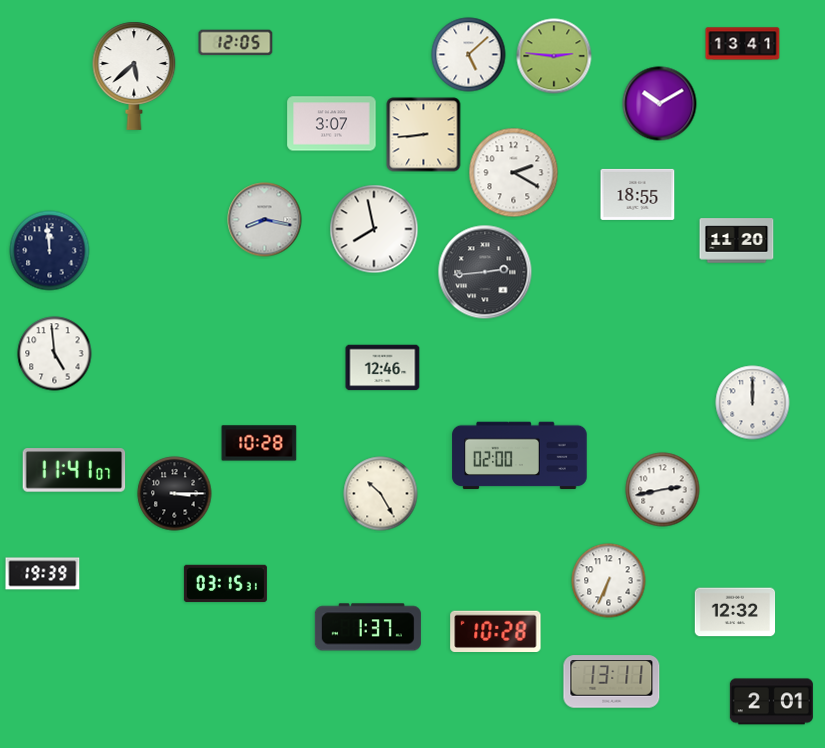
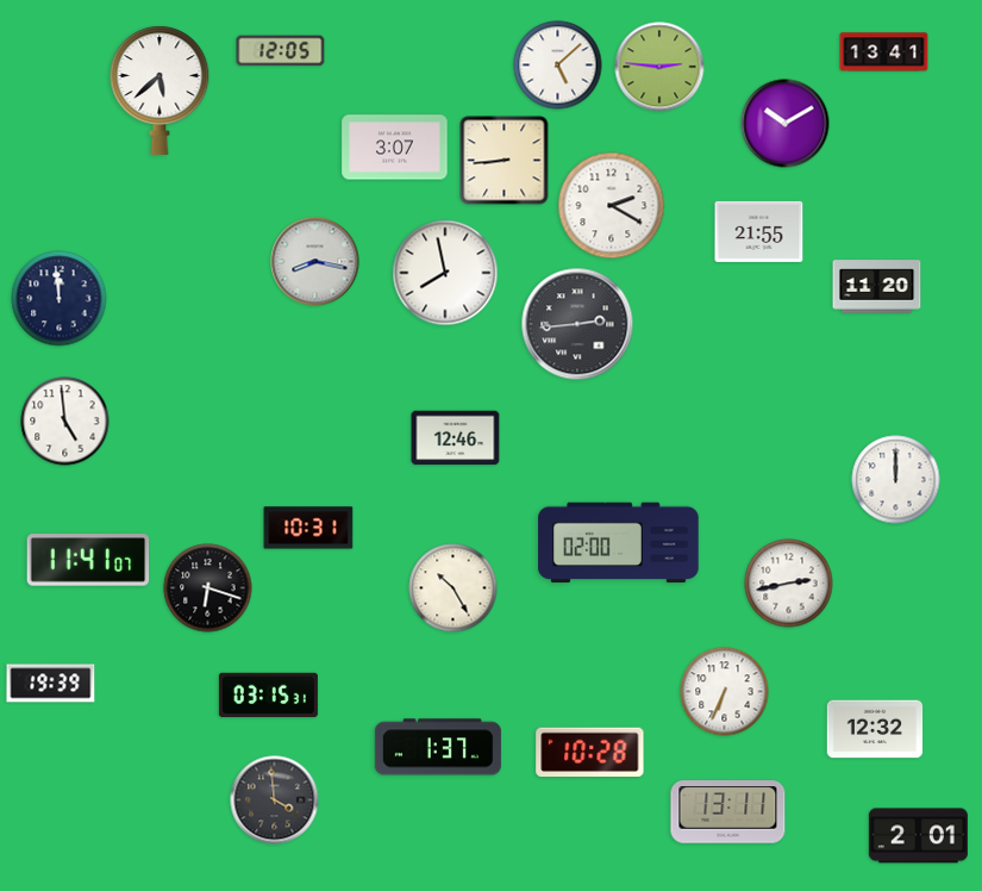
clock at (638, 194): 18:55 -> 21:55
clock at (259, 443): 10:28 -> 10:31
clock at (175, 494): 3:15 -> 6:18
clock at (275, 800): none -> 3:59
